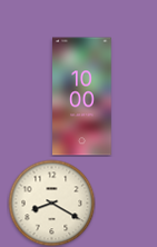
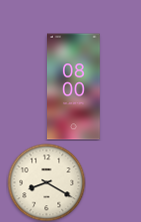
clock at (82, 97): 10:00 -> 08:00
